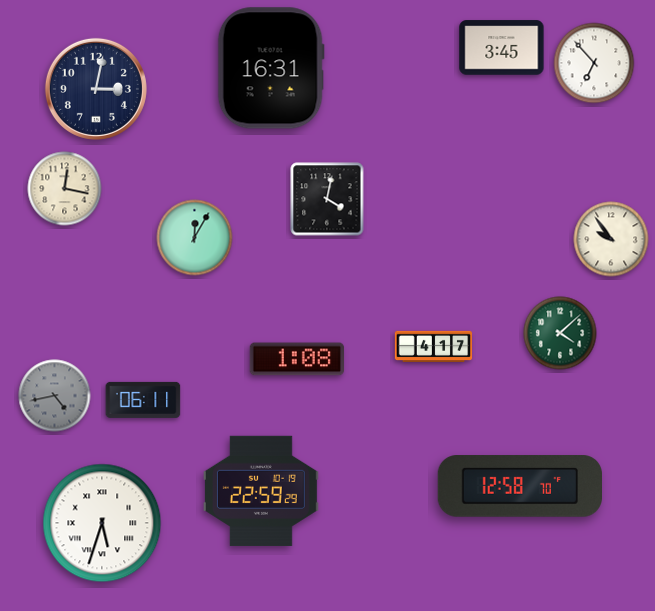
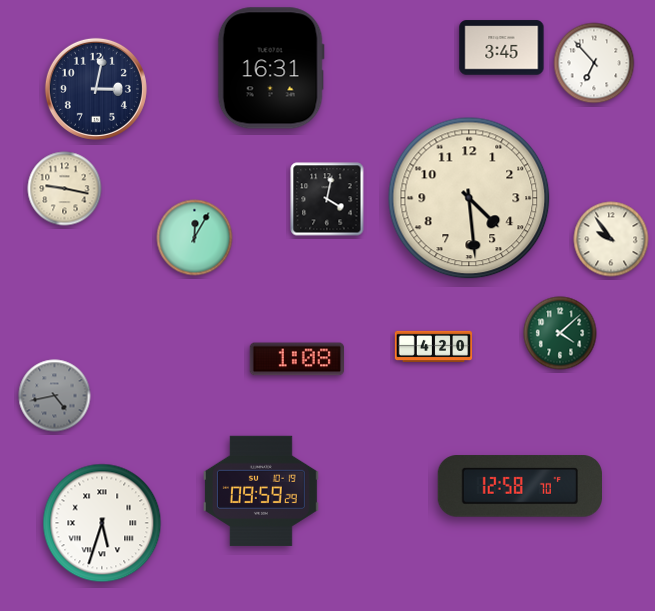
clock at (65, 189): 12:17 -> 9:17
clock at (469, 198): none -> 4:29
clock at (434, 347): 4:17 -> 4:20
clock at (143, 400): 06:11 -> none
clock at (261, 490): 22:59 -> 09:59
